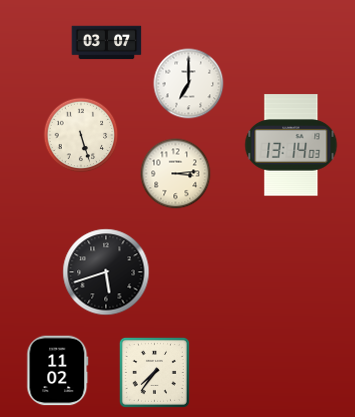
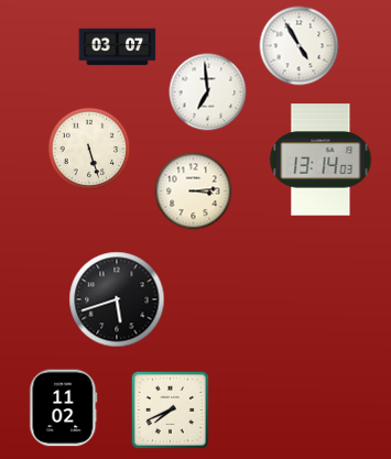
clock at (300, 46): none -> 4:55
clock at (189, 84): 7:00 -> 6:59
clock at (154, 372): 7:36 -> 7:41
